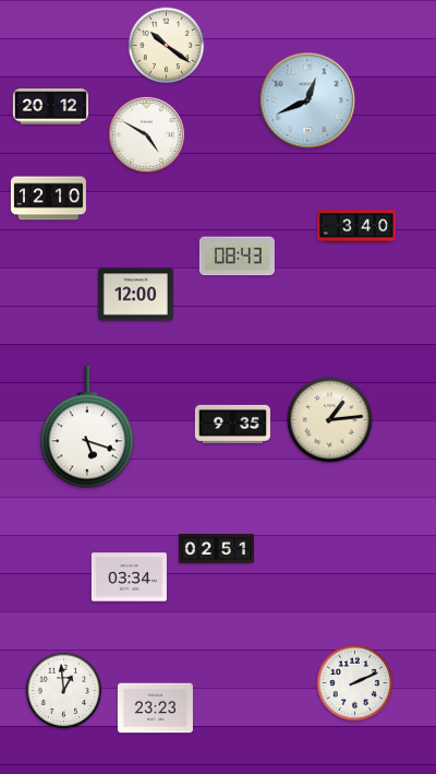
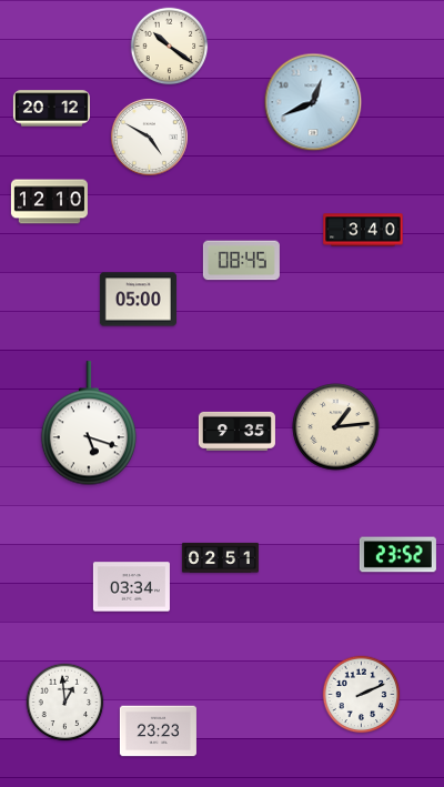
clock at (237, 257): 08:43 -> 08:45
clock at (135, 295): 12:00 -> 05:00
clock at (87, 428) position: (87, 428) -> (89, 424)
clock at (397, 555): none -> 23:52
clock at (155, 708) position: (155, 708) -> (158, 731)
